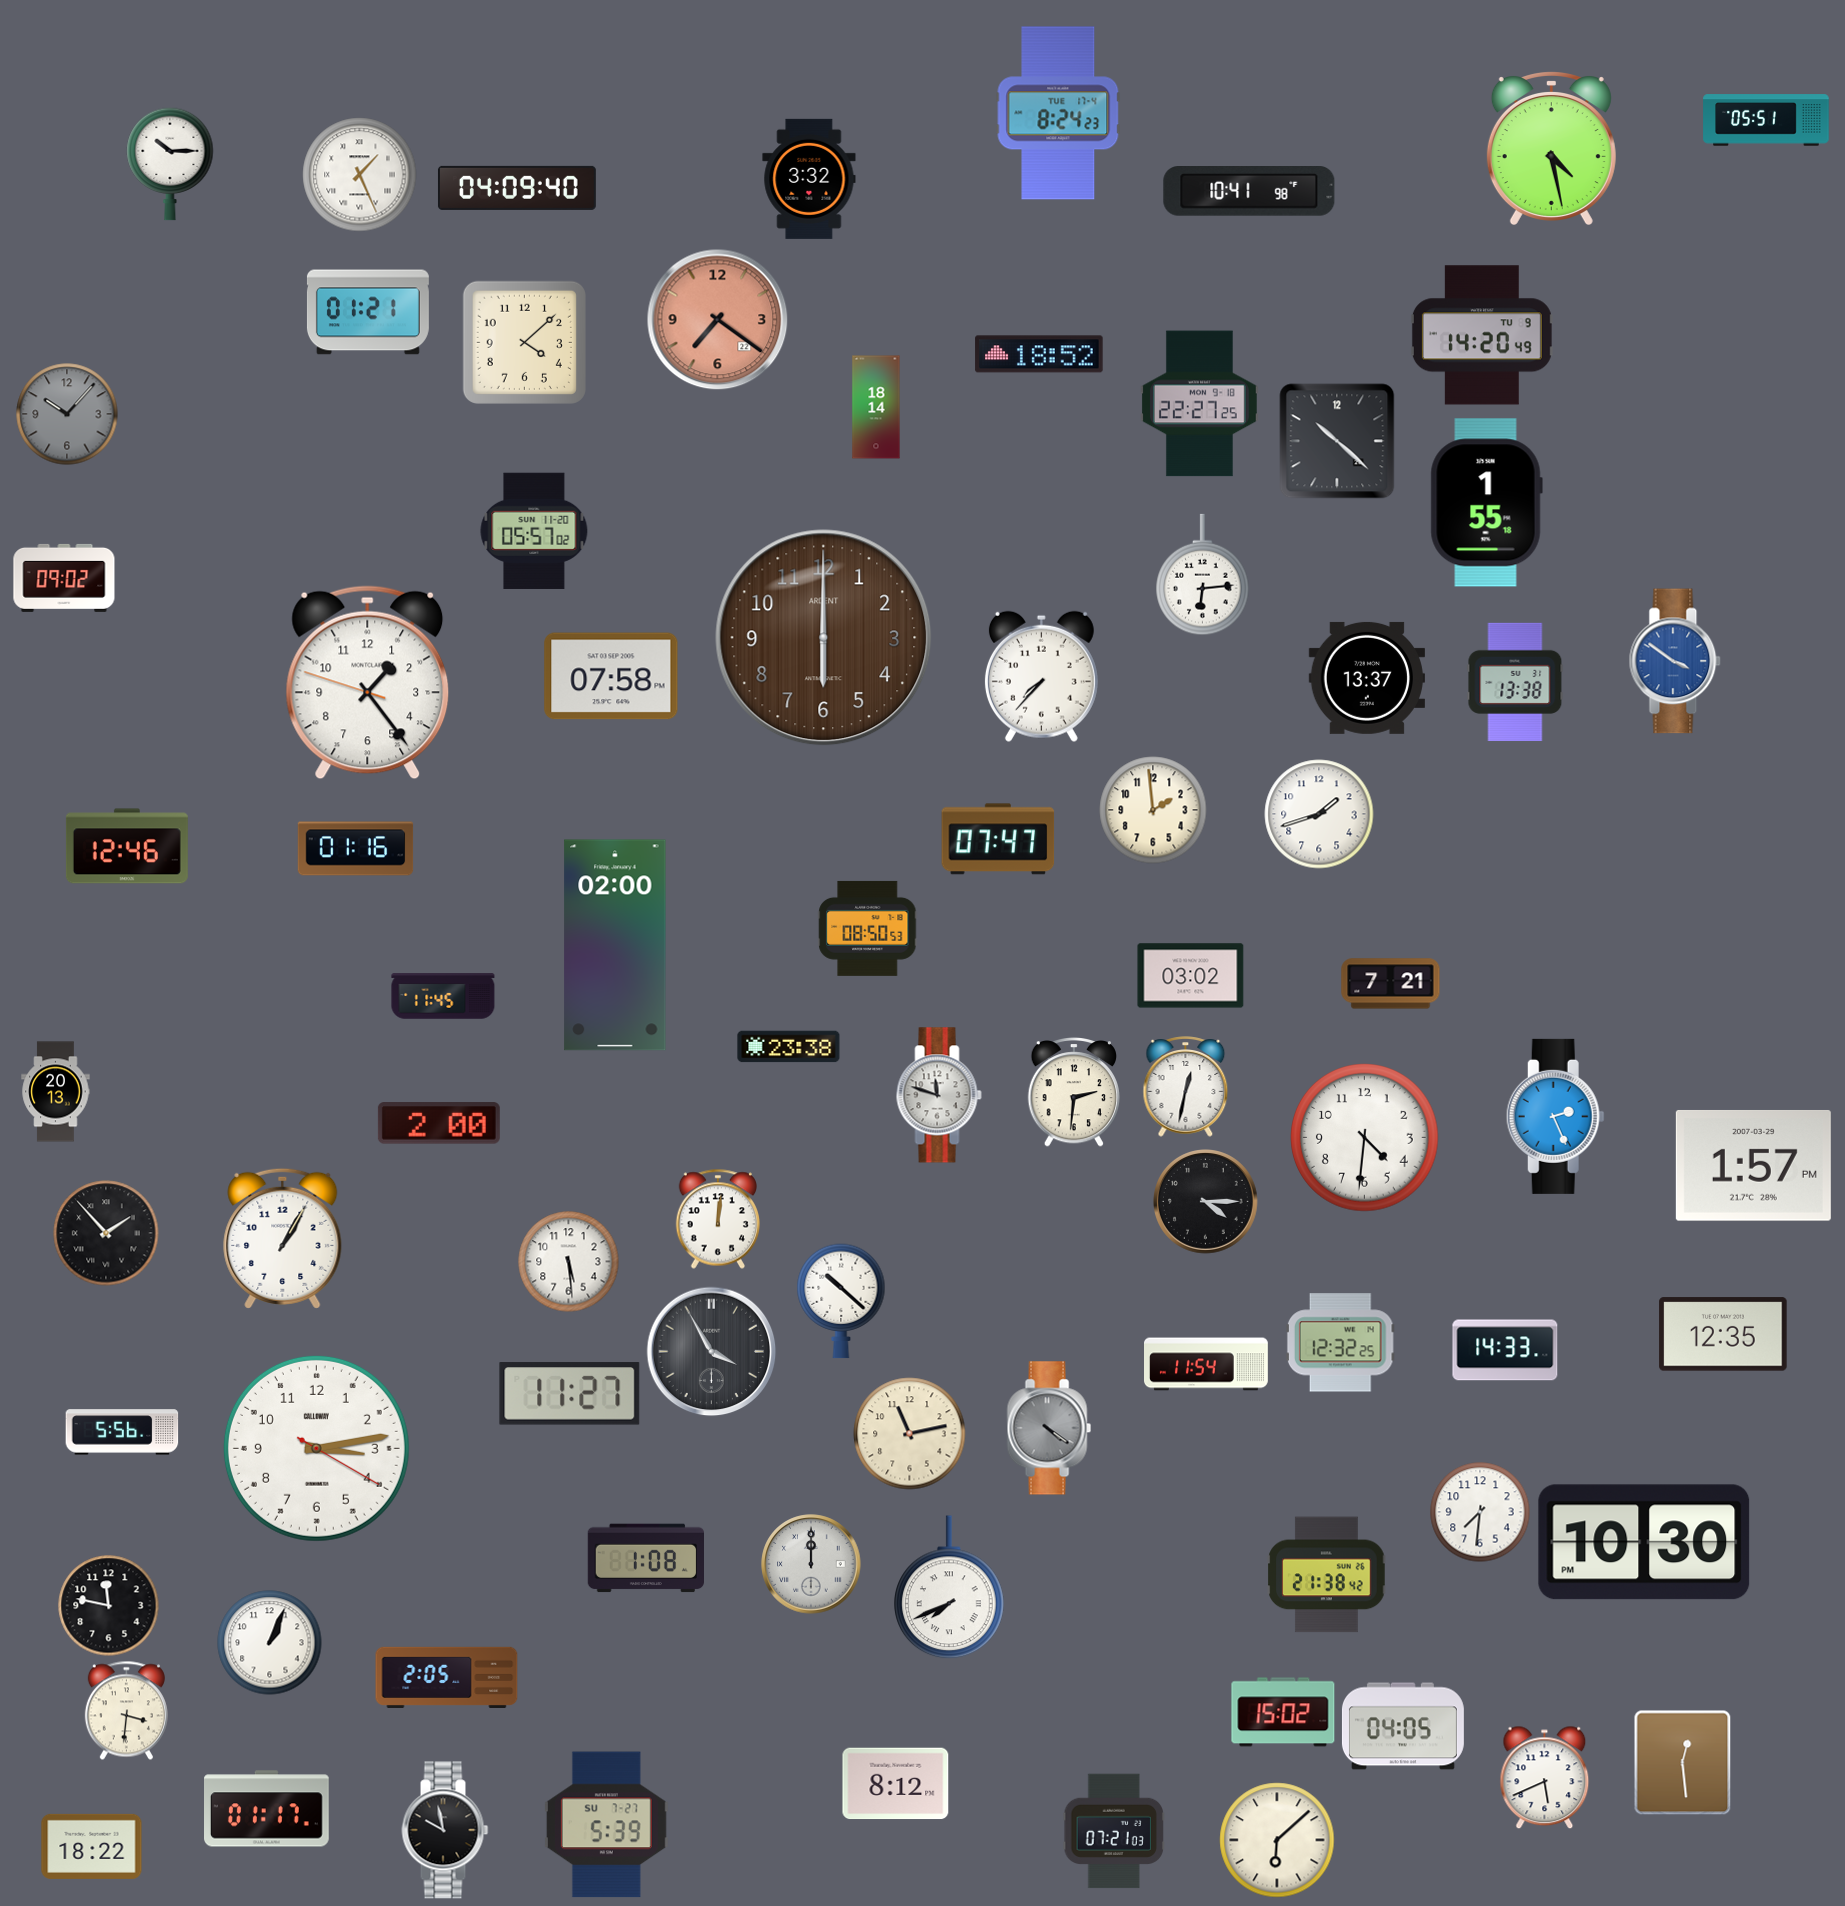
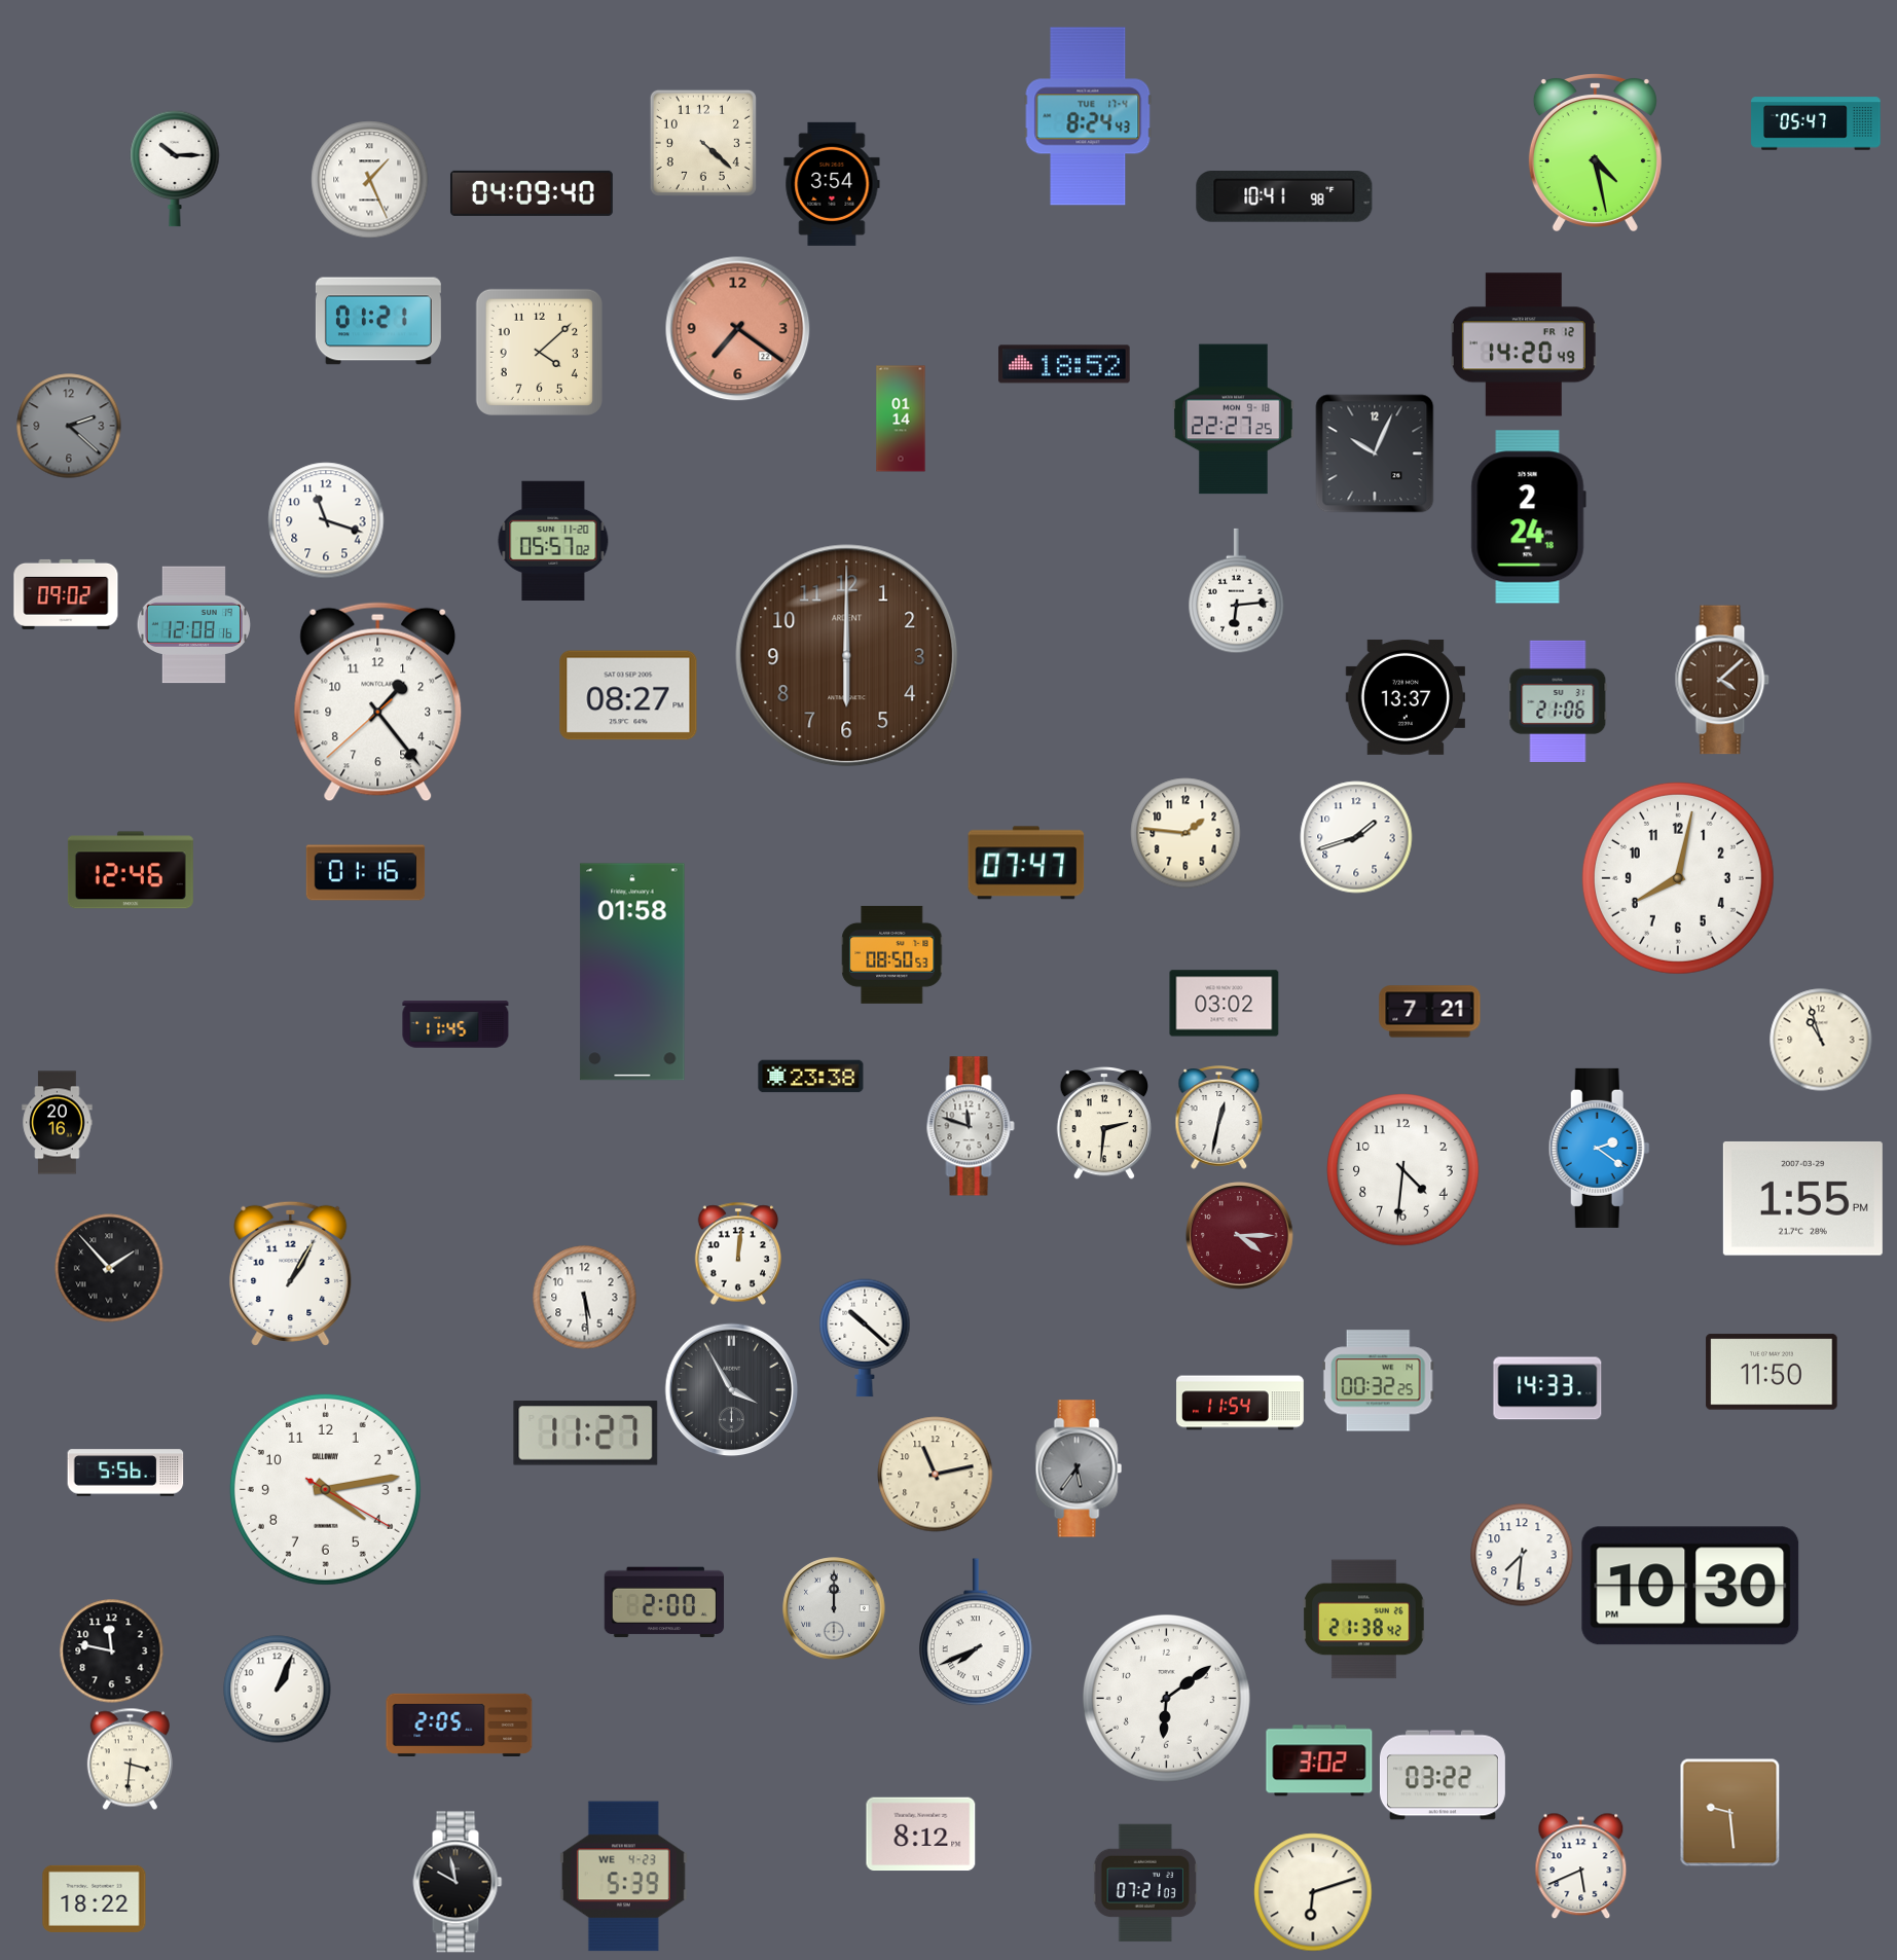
clock at (1058, 113): 8:24:23 -> 8:24:43
clock at (1766, 120): 05:51 -> 05:47
clock at (703, 143): none -> 4:22
clock at (809, 179): 3:32 -> 3:54
clock at (1482, 335) date: TU 9 -> FR 12
clock at (1039, 354) position: (1039, 354) -> (1064, 364)
clock at (1200, 404) position: (1200, 404) -> (1234, 420)
clock at (876, 407): 18:14 -> 01:14
clock at (67, 414): 10:07 -> 2:22
clock at (1337, 441): 10:22 -> 10:04
clock at (1486, 503): 1:55 -> 2:24
clock at (326, 520): none -> 11:18
clock at (534, 531) position: (534, 531) -> (553, 541)
clock at (193, 625): none -> 12:08
clock at (1675, 661): 3:51 -> 4:08
clock at (1675, 661) dial: blue -> brown
clock at (611, 676): 07:58 -> 08:27
clock at (1041, 676): 7:37 -> none
clock at (1515, 682): 13:38 -> 21:06
clock at (368, 683): 1:23:48 -> 1:23:38
clock at (1153, 810): 1:59 -> 1:46
clock at (1678, 878): none -> 8:02
clock at (615, 945): 02:00 -> 01:58
clock at (1821, 1040): none -> 10:57
clock at (56, 1092): 20:13 -> 20:16
clock at (939, 1095) position: (939, 1095) -> (971, 1126)
clock at (1555, 1116): 2:26 -> 2:21
clock at (439, 1123): 2:00 -> none
clock at (1753, 1165): 1:57 -> 1:55
clock at (1206, 1202) dial: black -> burgundy
clock at (1723, 1334): 12:35 -> 11:50
clock at (1340, 1343): 12:32 -> 00:32
clock at (1049, 1428): 4:21 -> 5:36
clock at (316, 1448): 3:13 -> 4:13
clock at (645, 1558): 1:08 -> 2:00
clock at (1167, 1699): none -> 6:09
clock at (1283, 1712): 15:02 -> 3:02
clock at (1403, 1726): 04:05 -> 03:22
clock at (1683, 1763): 12:29 -> 9:29
clock at (1545, 1778) position: (1545, 1778) -> (1581, 1866)
clock at (267, 1809): 01:17 -> none
clock at (606, 1825) date: SU 7-27 -> WE 4-23
clock at (1277, 1840): 6:08 -> 6:12
